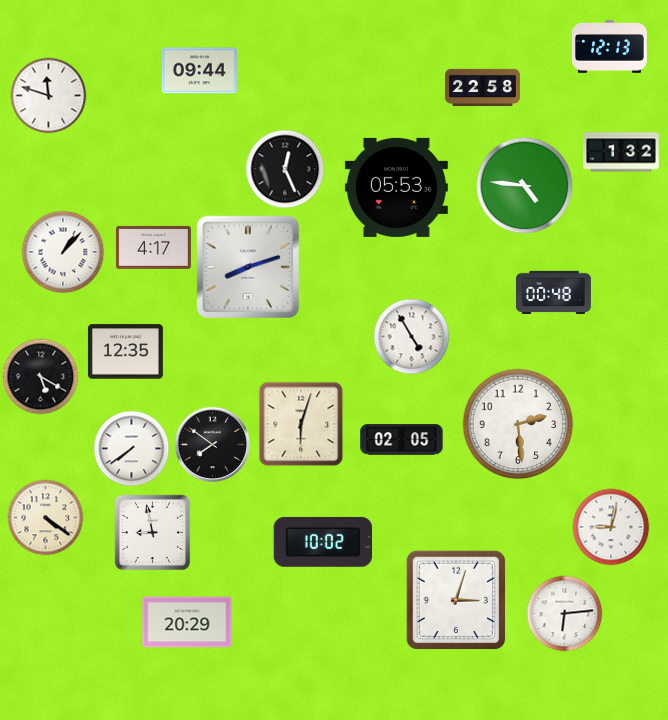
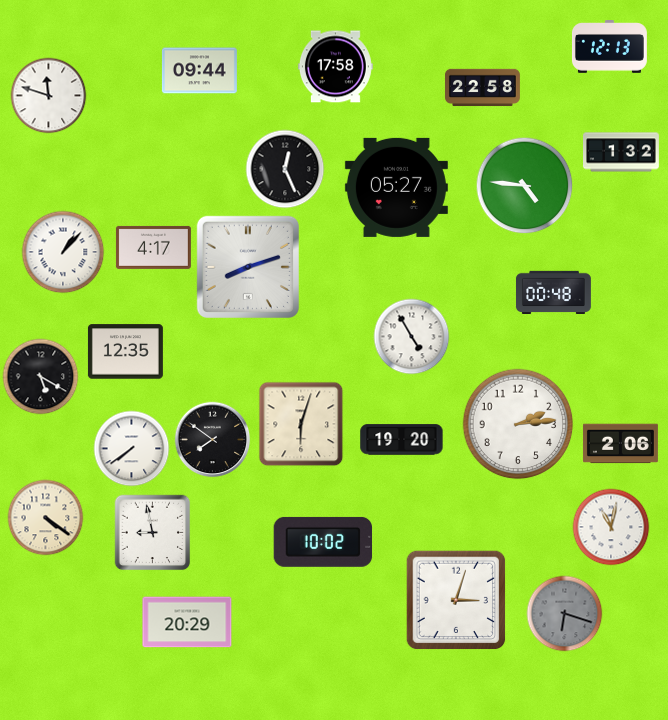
clock at (335, 67): none -> 17:58
clock at (396, 187): 05:53 -> 05:27
clock at (518, 424): 2:29 -> 2:14
clock at (402, 440): 02:05 -> 19:20
clock at (620, 444): none -> 2:06
clock at (213, 445) position: (213, 445) -> (213, 440)
clock at (611, 527): 9:02 -> 11:02
clock at (565, 614): 6:14 -> 6:18
clock at (565, 614) dial: white -> grey
